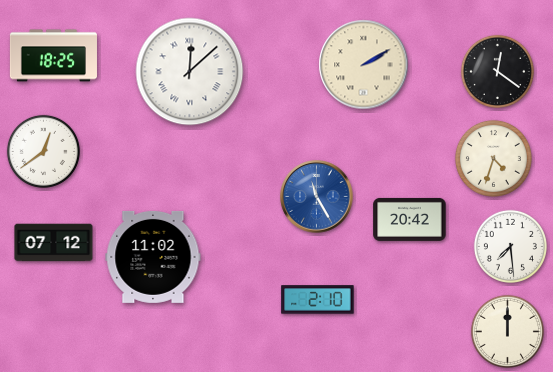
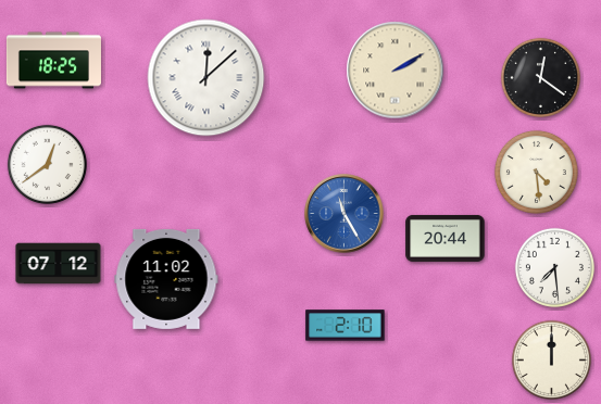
clock at (53, 56) position: (53, 56) -> (53, 61)
clock at (493, 158): 4:33 -> 4:29
clock at (410, 219): 20:42 -> 20:44
